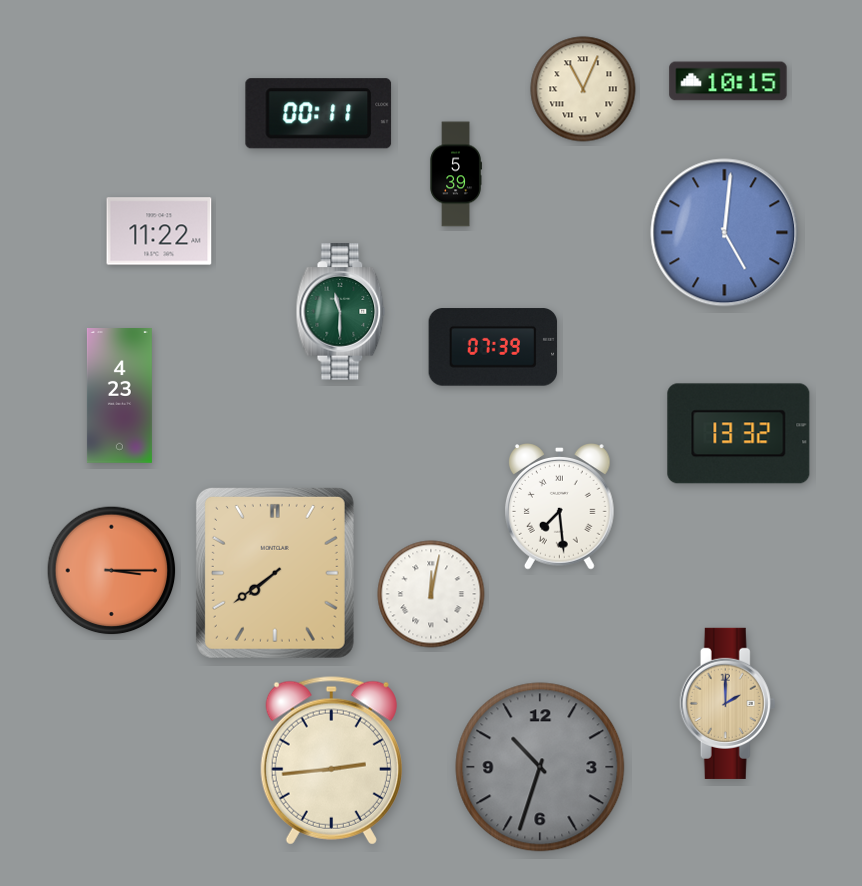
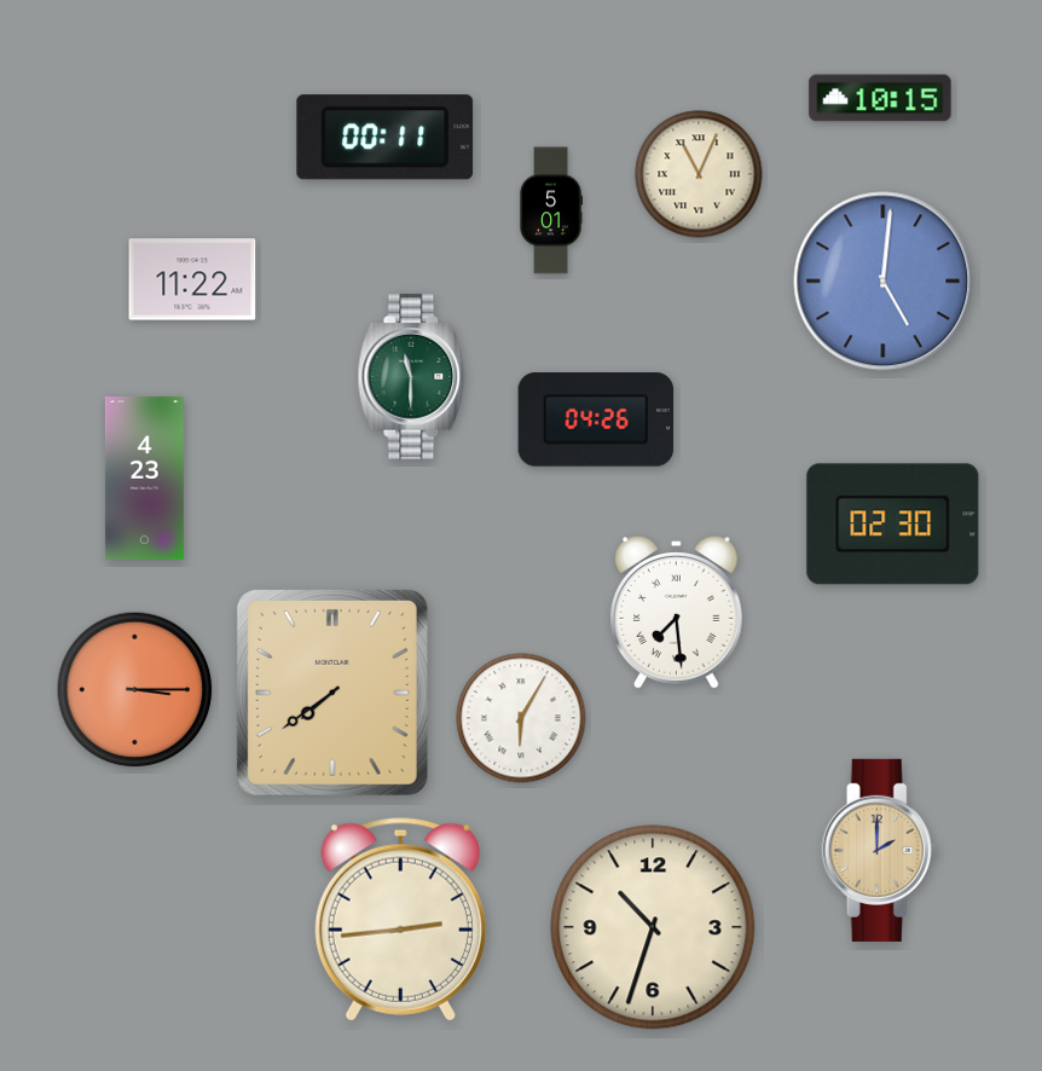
clock at (583, 89) position: (583, 89) -> (699, 174)
clock at (456, 174): 5:39 -> 5:01
clock at (725, 233) position: (725, 233) -> (884, 282)
clock at (493, 347): 07:39 -> 04:26
clock at (739, 434): 13:32 -> 02:30
clock at (431, 594): 12:02 -> 6:05
clock at (540, 767) dial: grey -> cream
